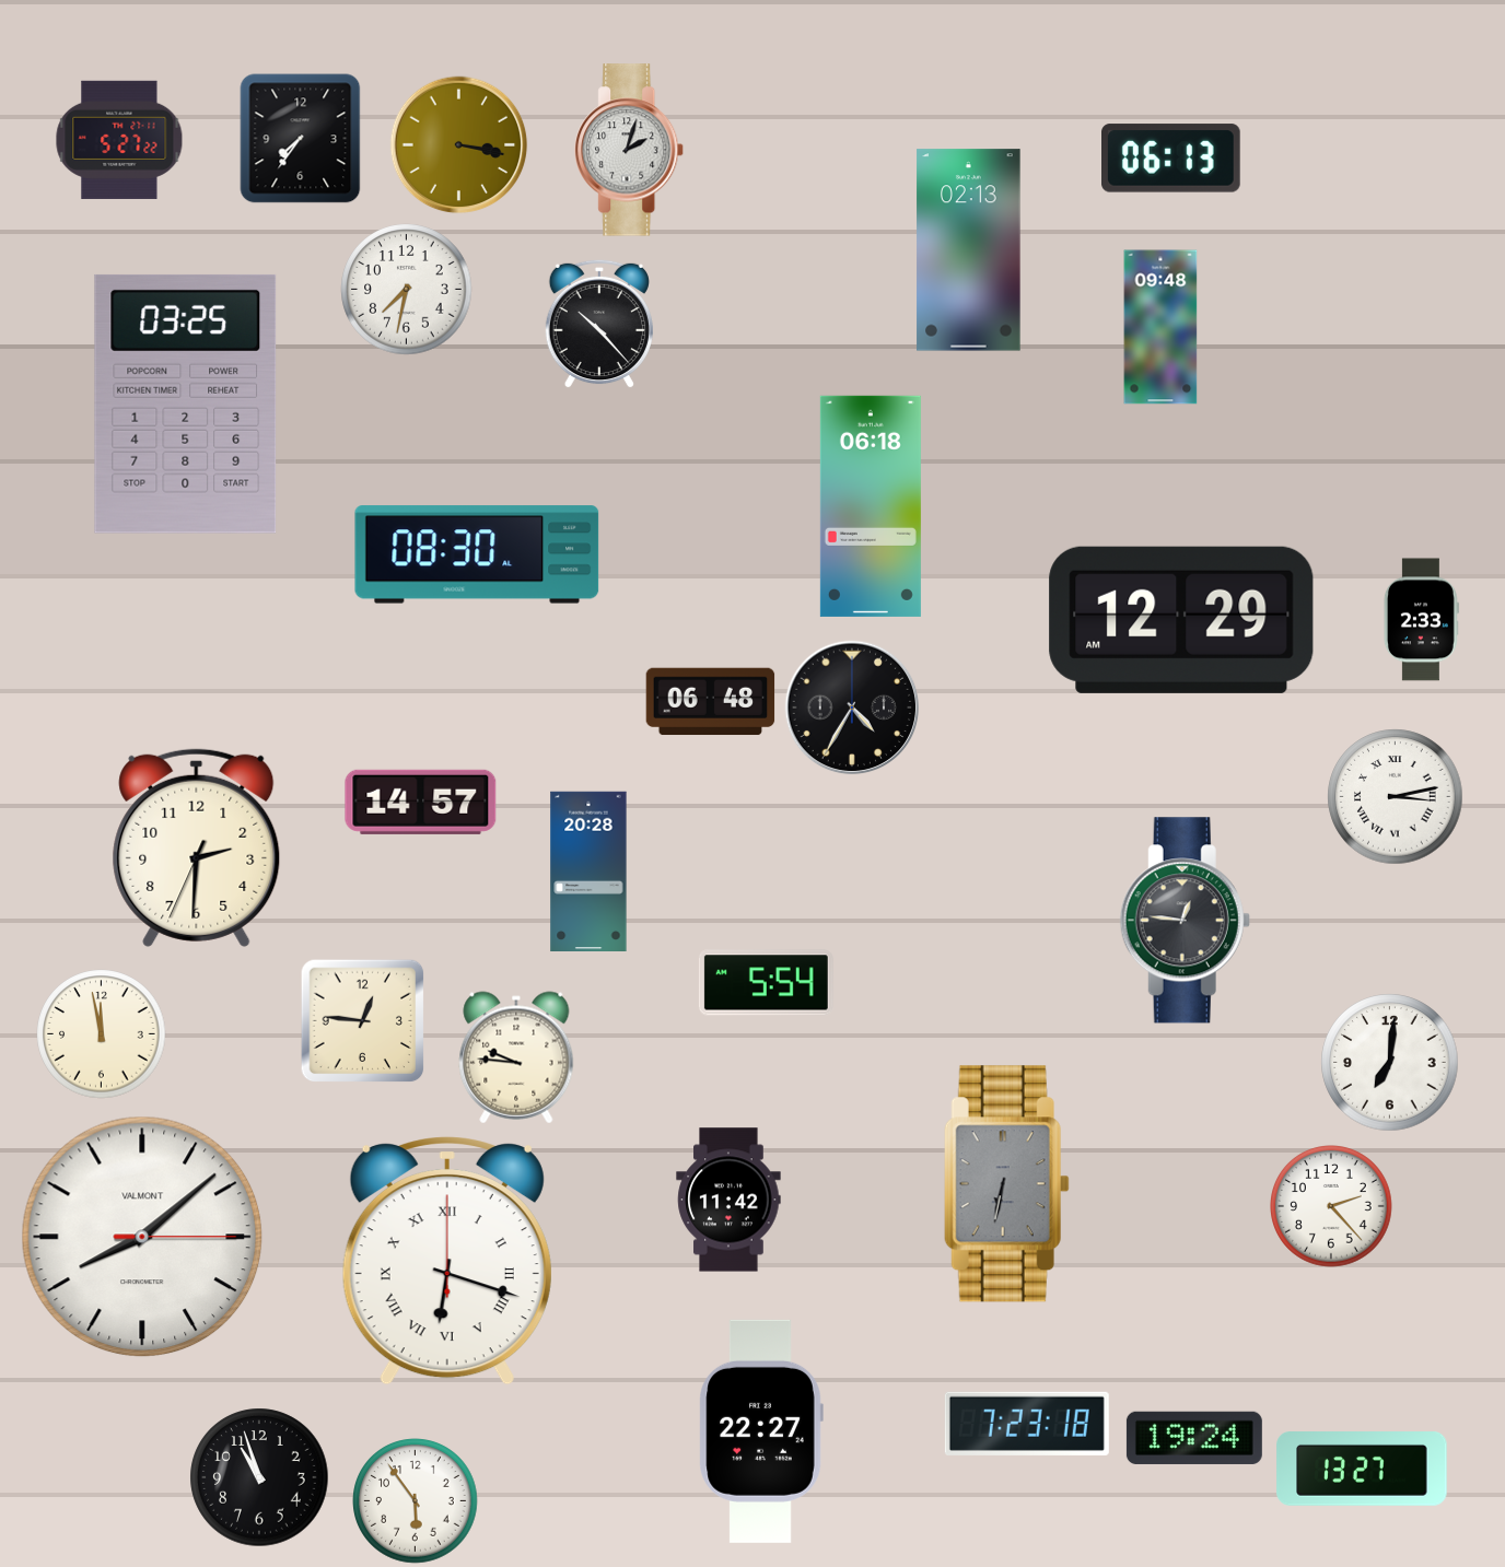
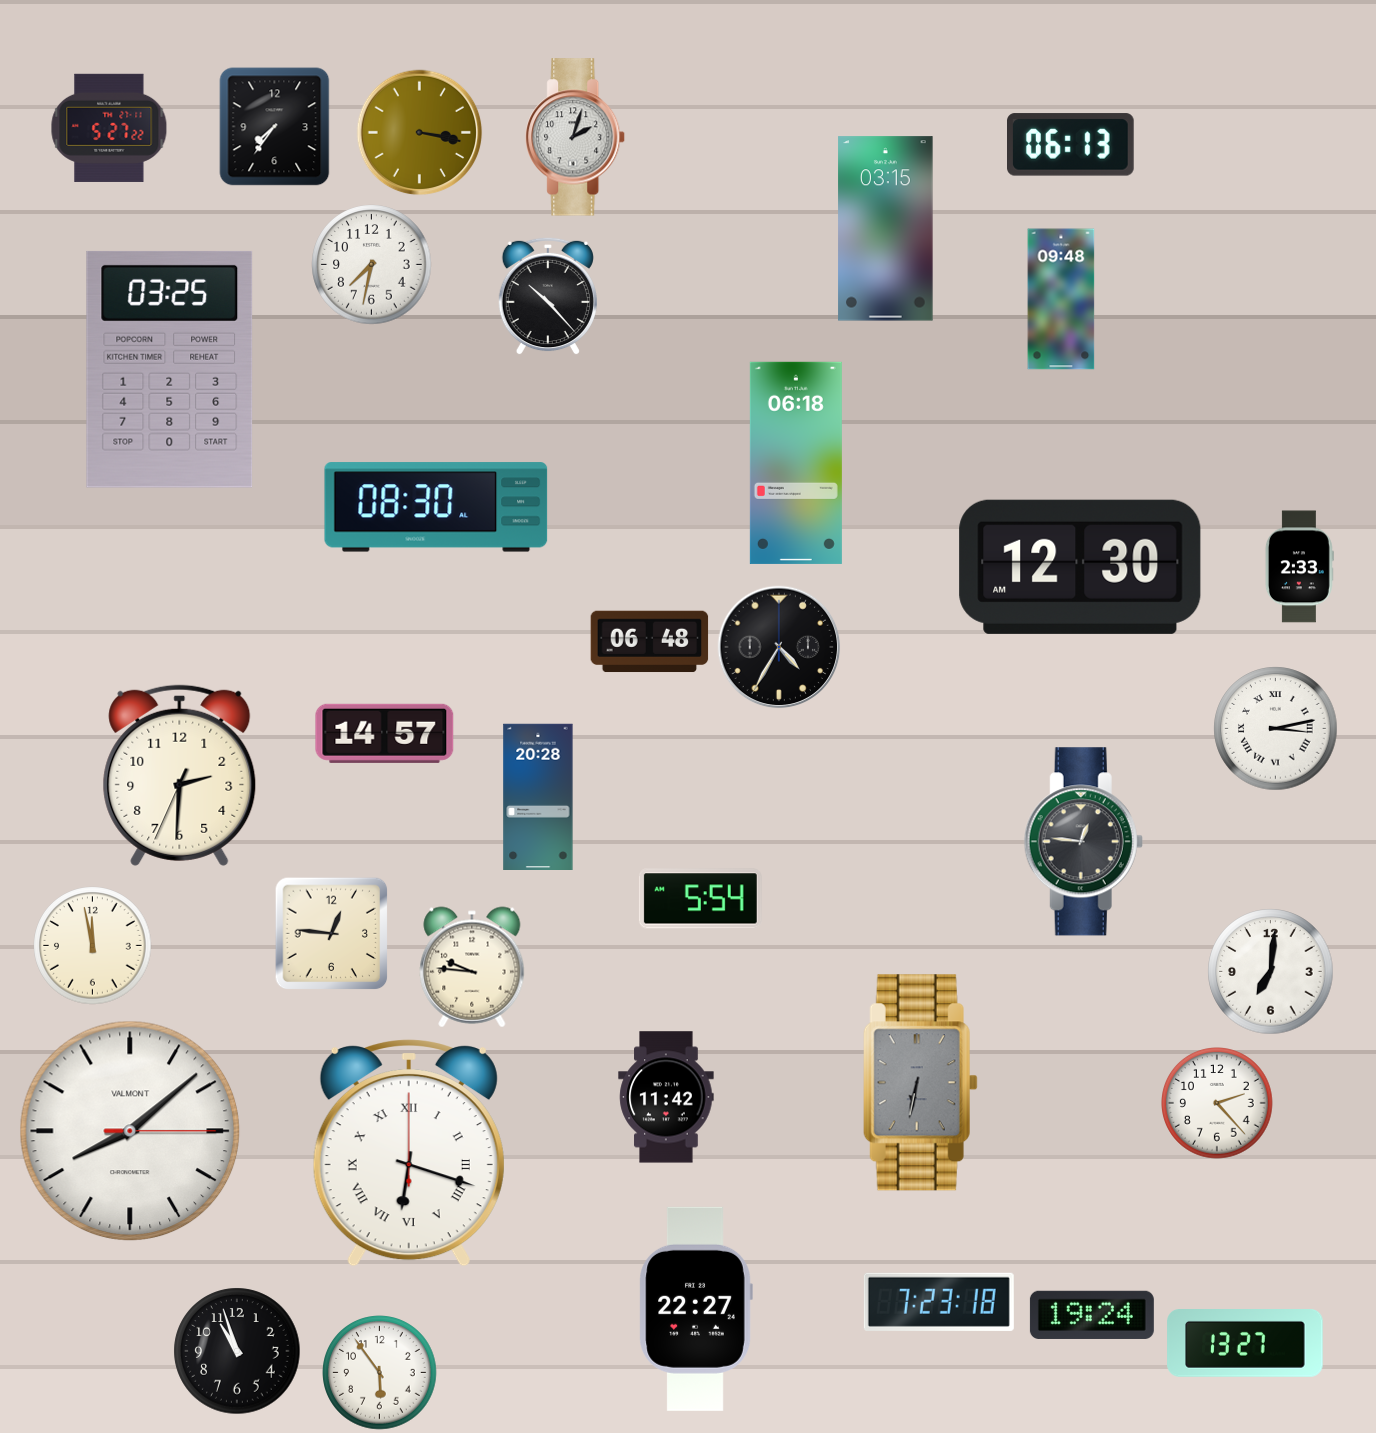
clock at (969, 250): 02:13 -> 03:15
clock at (1181, 620): 12:29 -> 12:30
